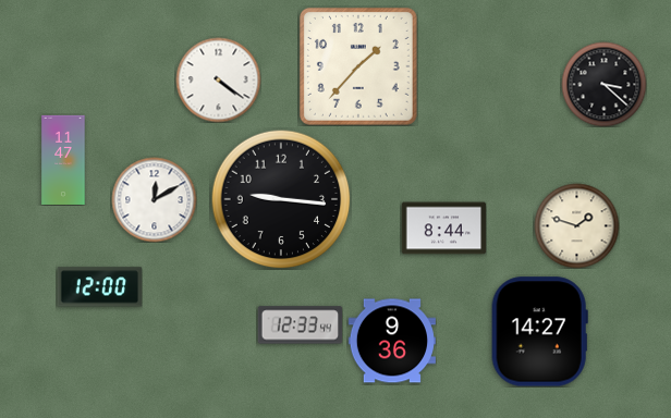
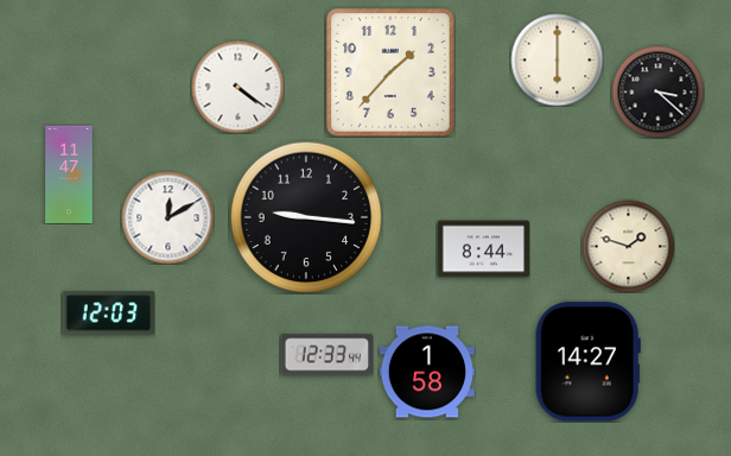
clock at (557, 59): none -> 6:00
clock at (99, 287): 12:00 -> 12:03
clock at (392, 341): 9:36 -> 1:58
